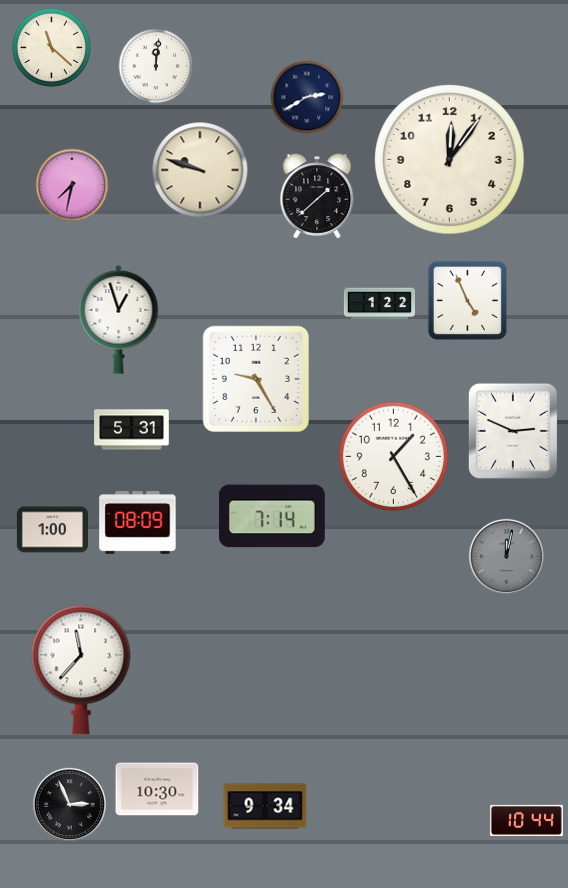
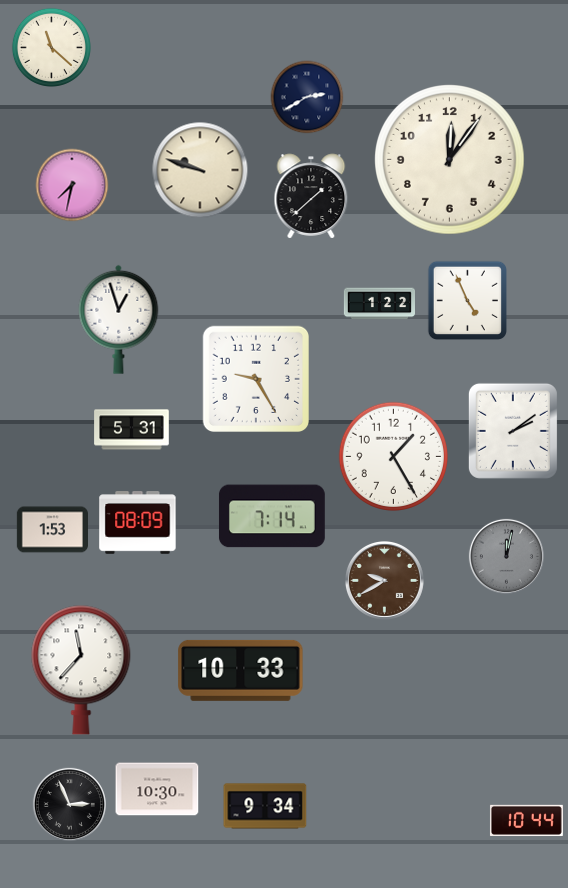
clock at (156, 66): 12:01 -> none
clock at (317, 196) position: (317, 196) -> (311, 196)
clock at (513, 431): 2:49 -> 2:09
clock at (52, 530): 1:00 -> 1:53
clock at (384, 580): none -> 9:40
clock at (241, 670): none -> 10:33
